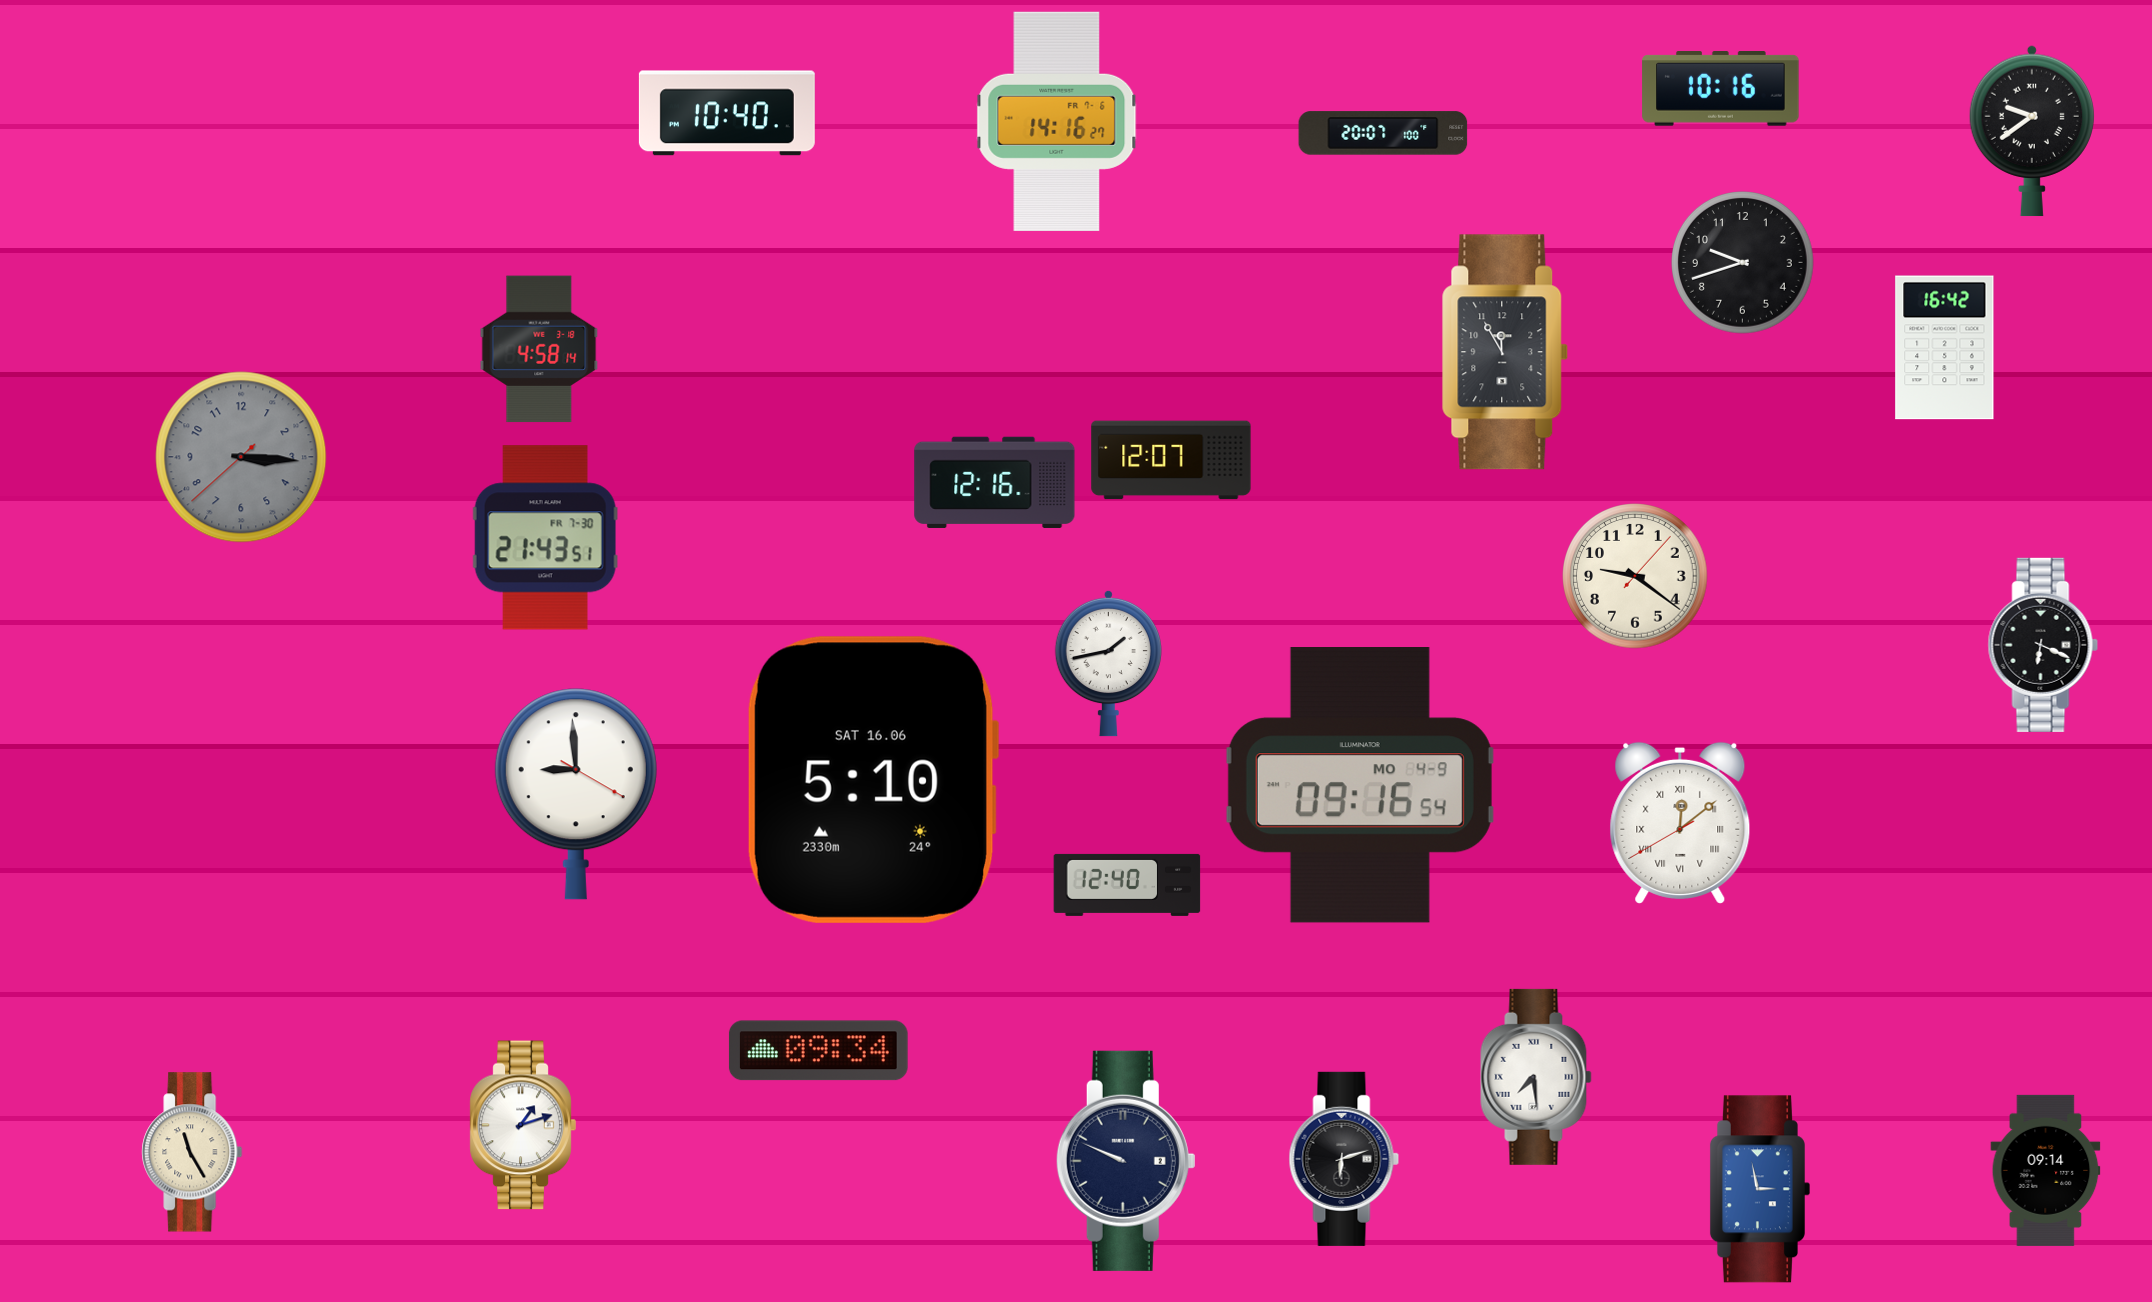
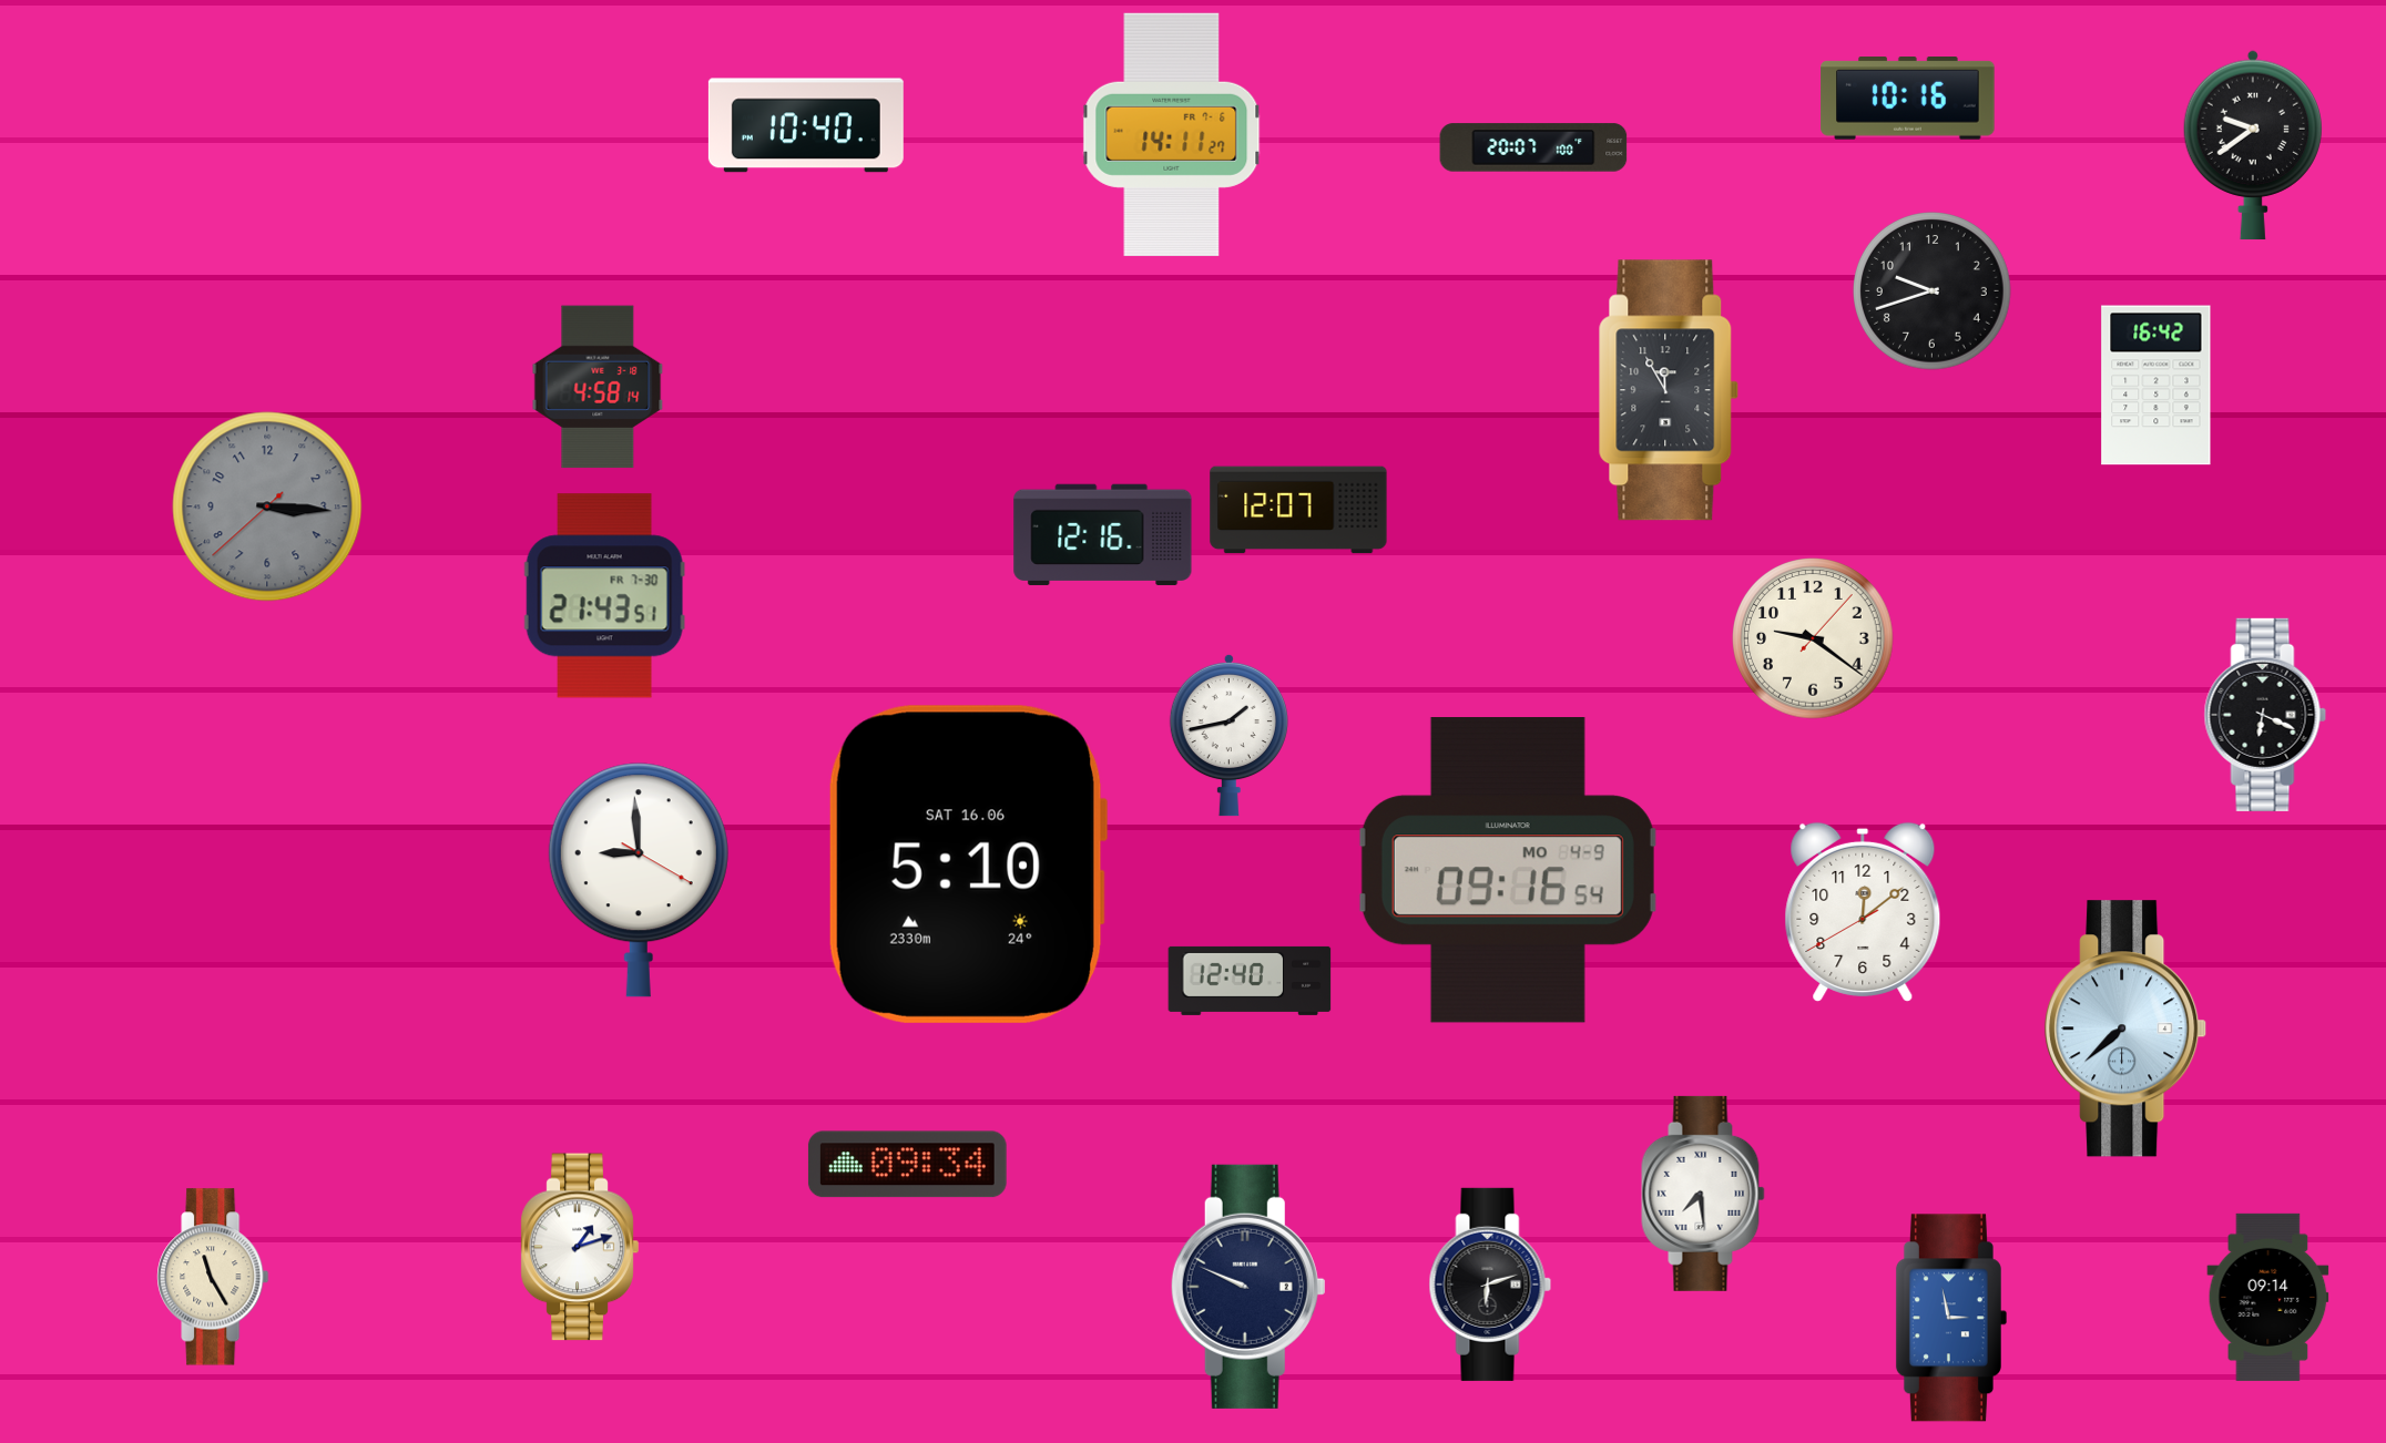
clock at (1057, 121): 14:16 -> 14:11
clock at (1680, 823) numerals: Roman -> Arabic
clock at (2127, 1028): none -> 7:38
